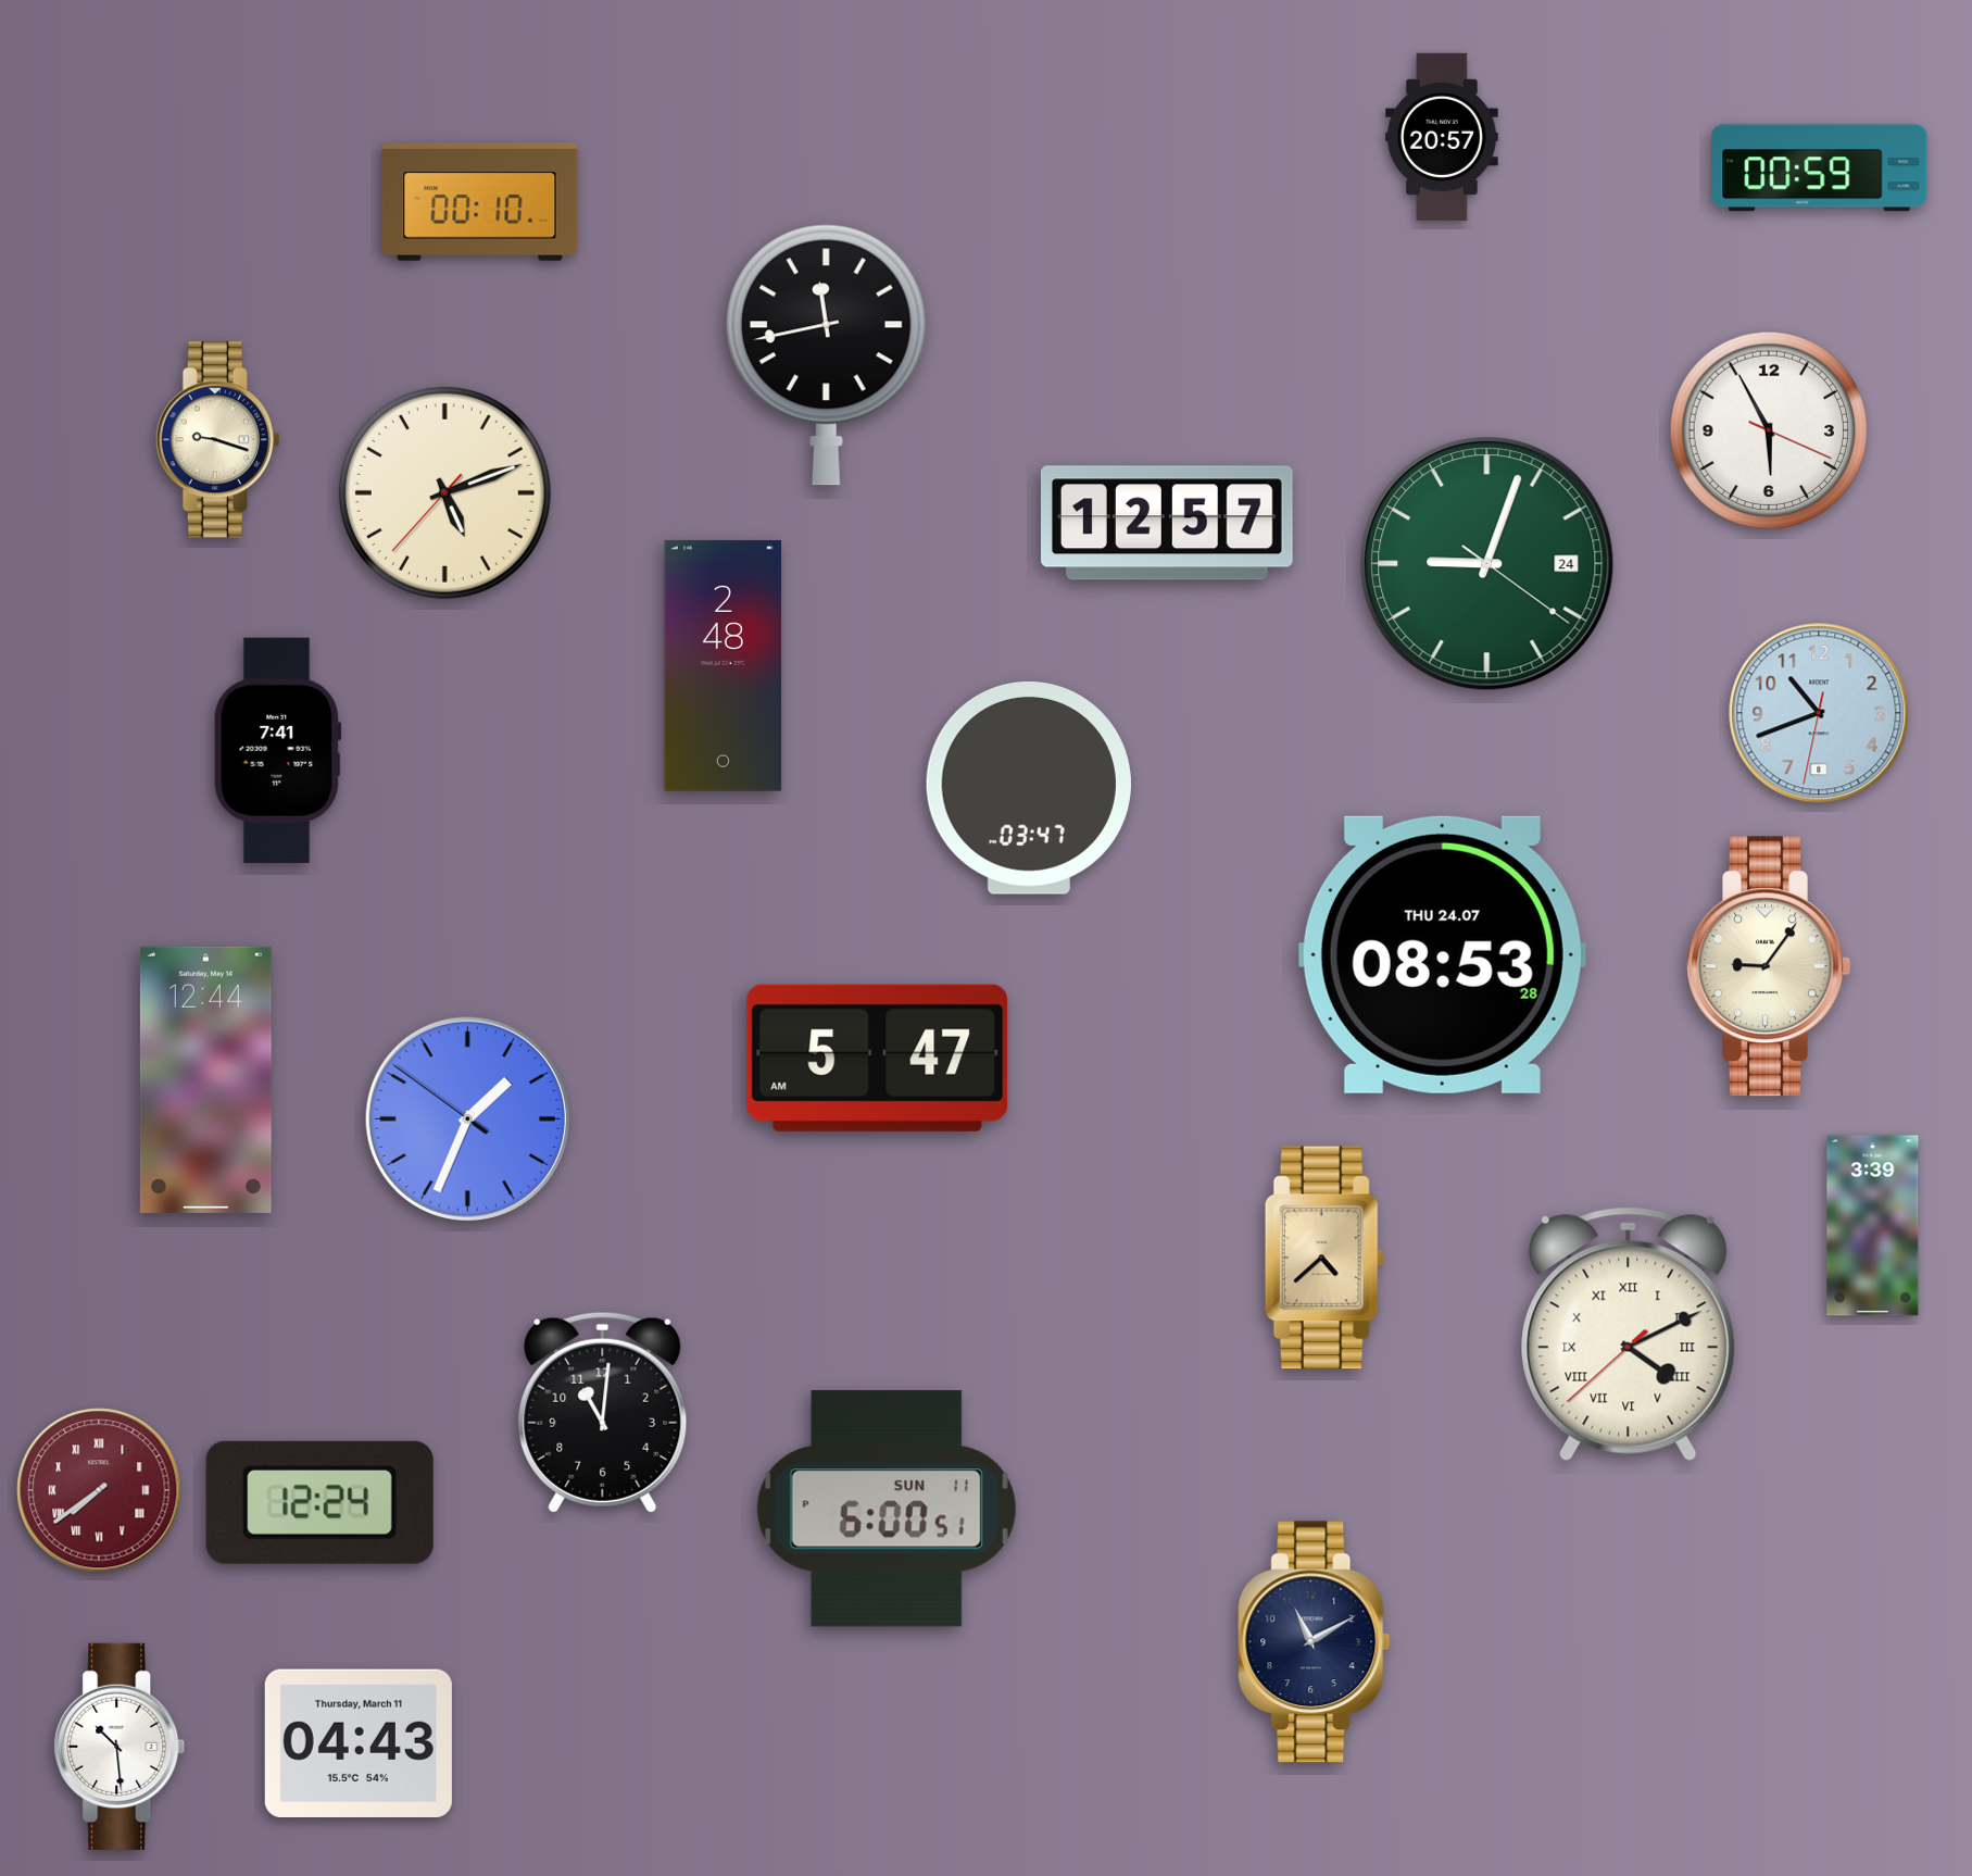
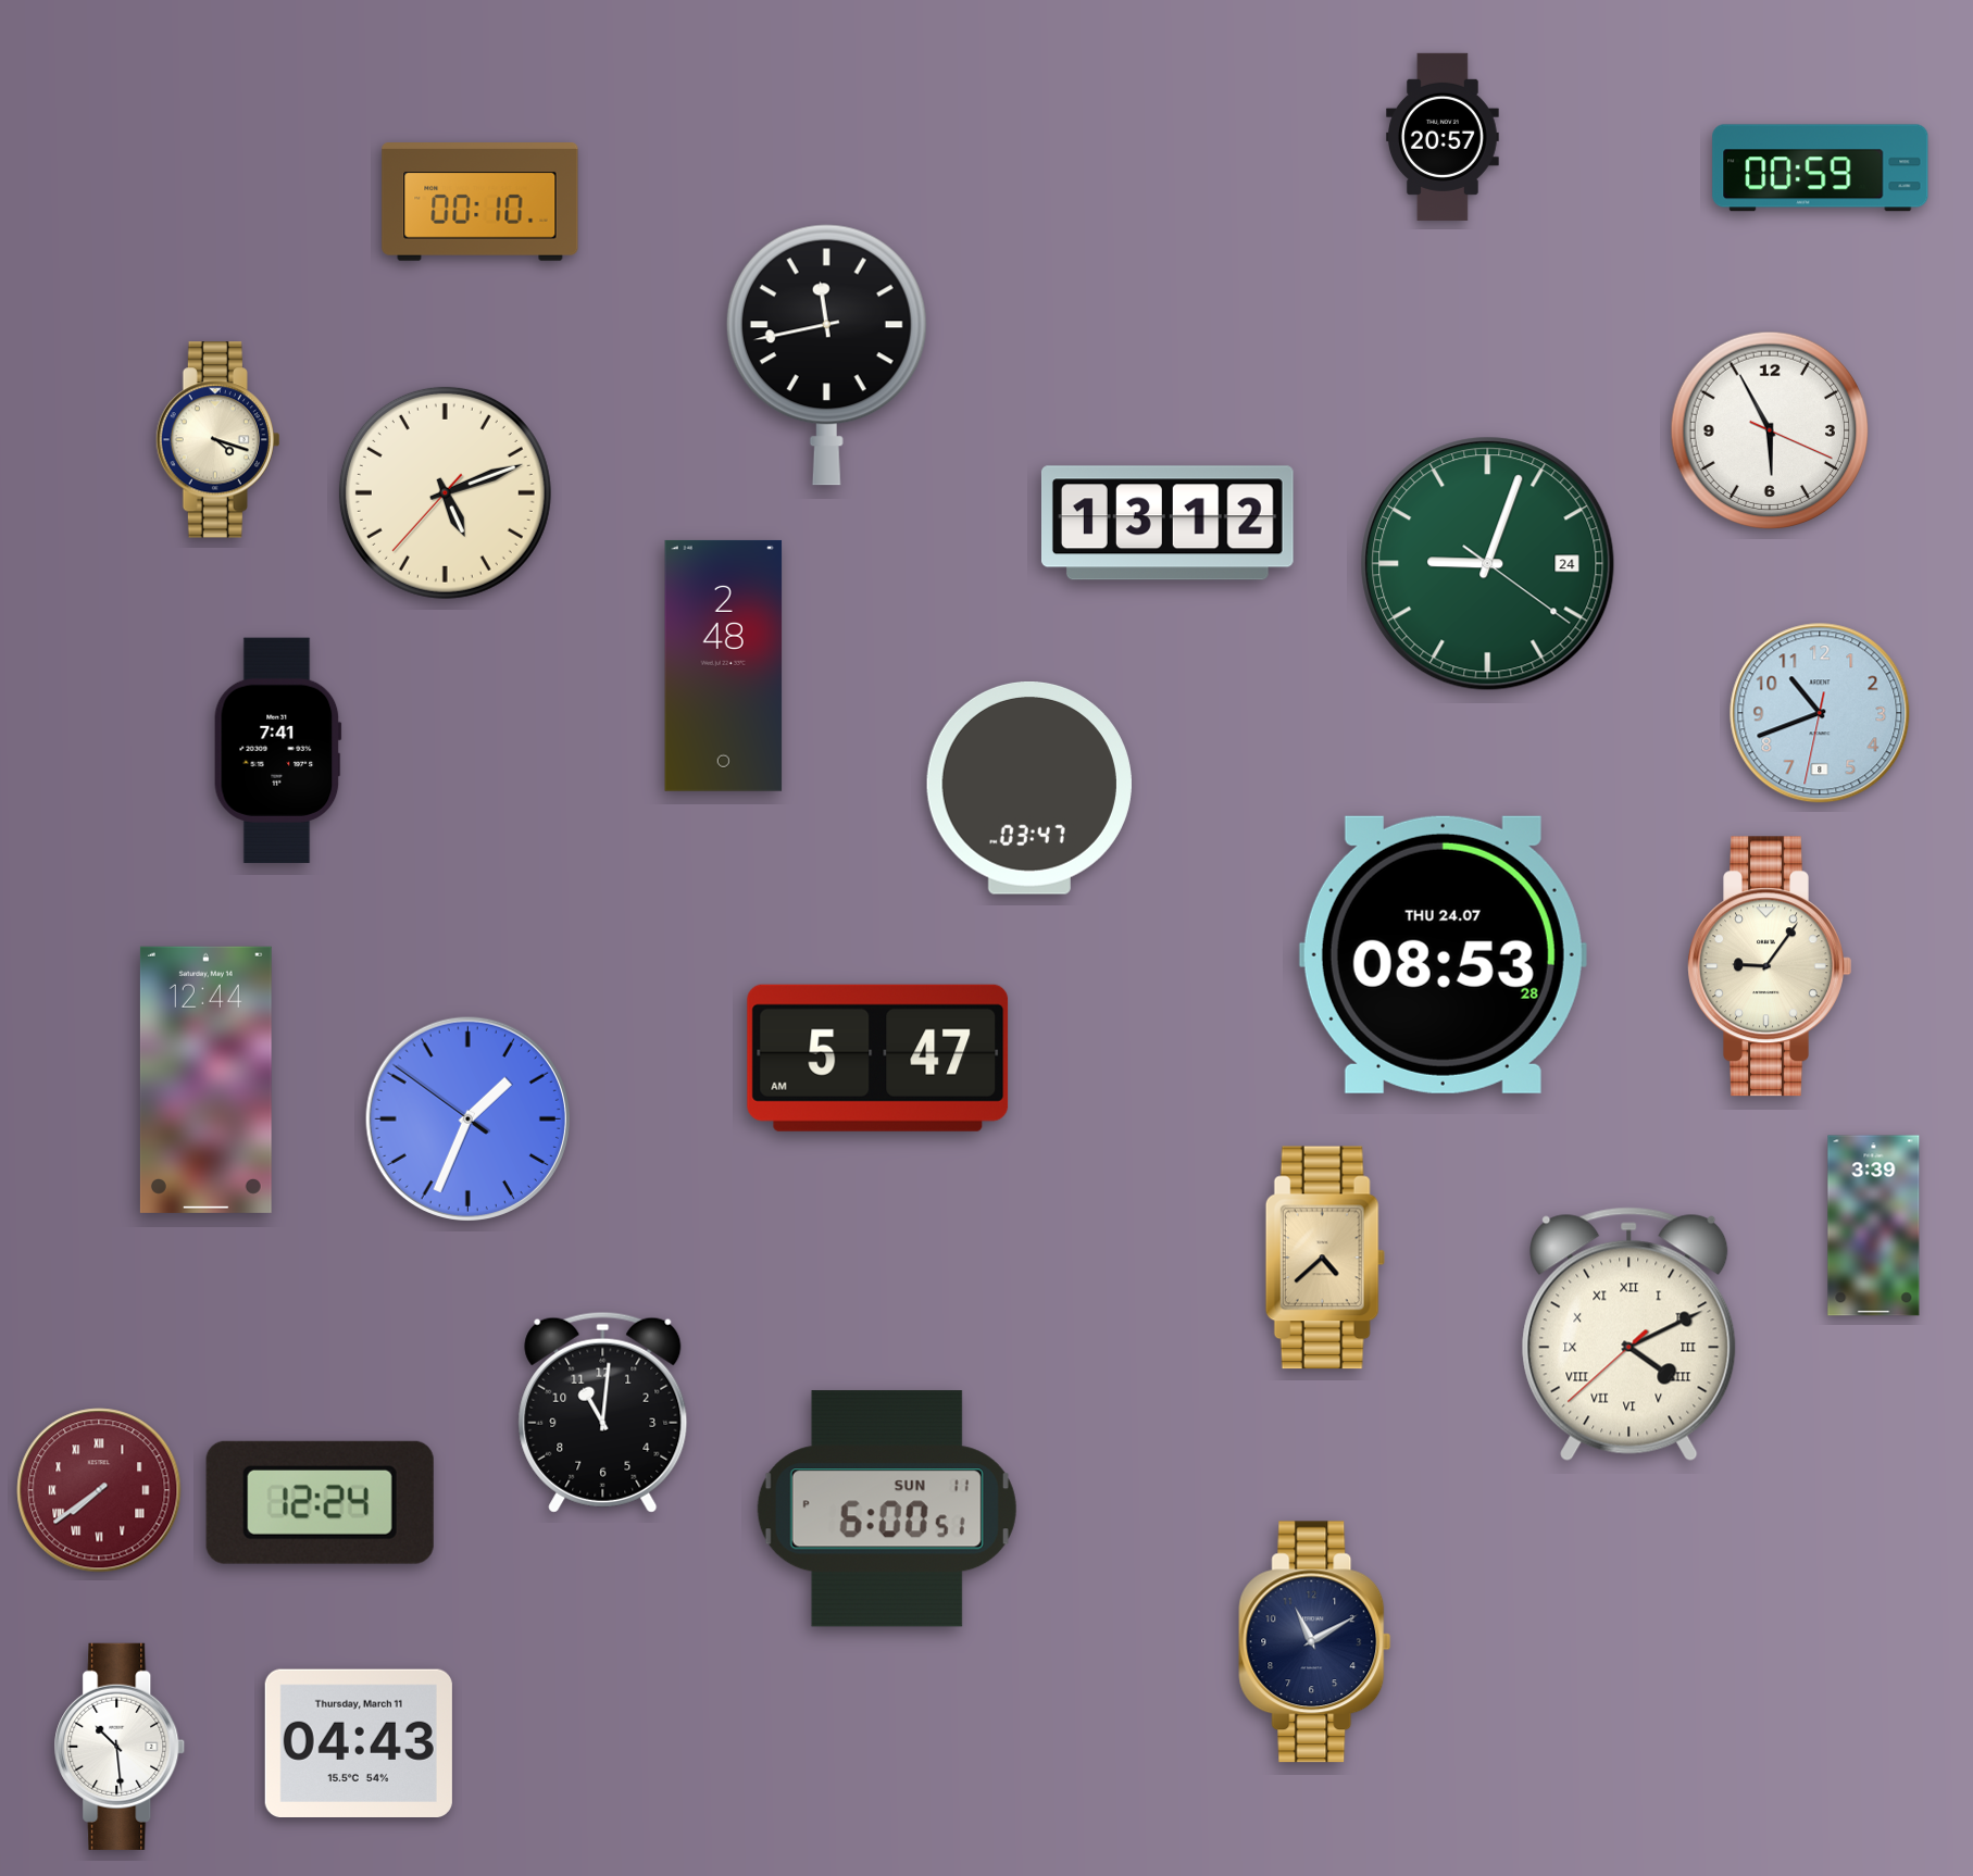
clock at (217, 440): 9:18 -> 4:18
clock at (1167, 523): 12:57 -> 13:12
